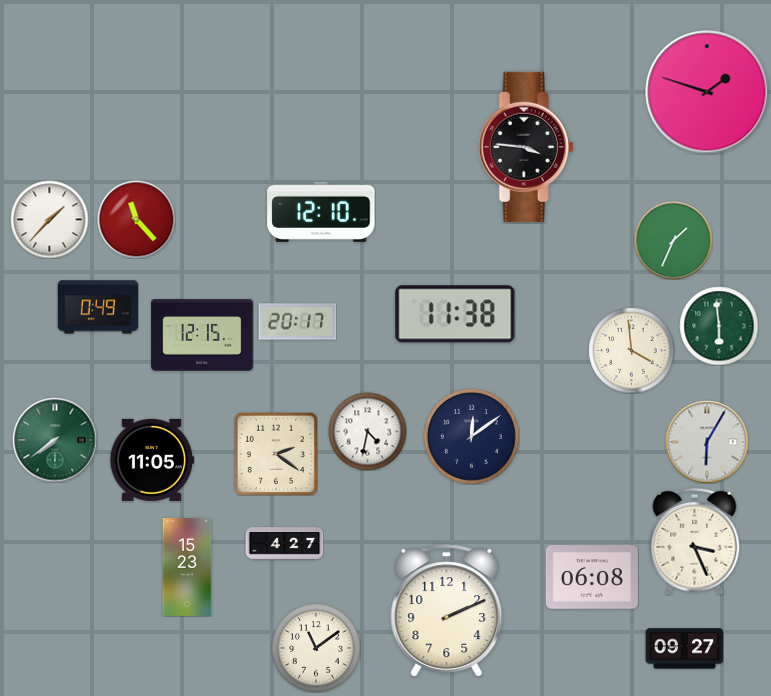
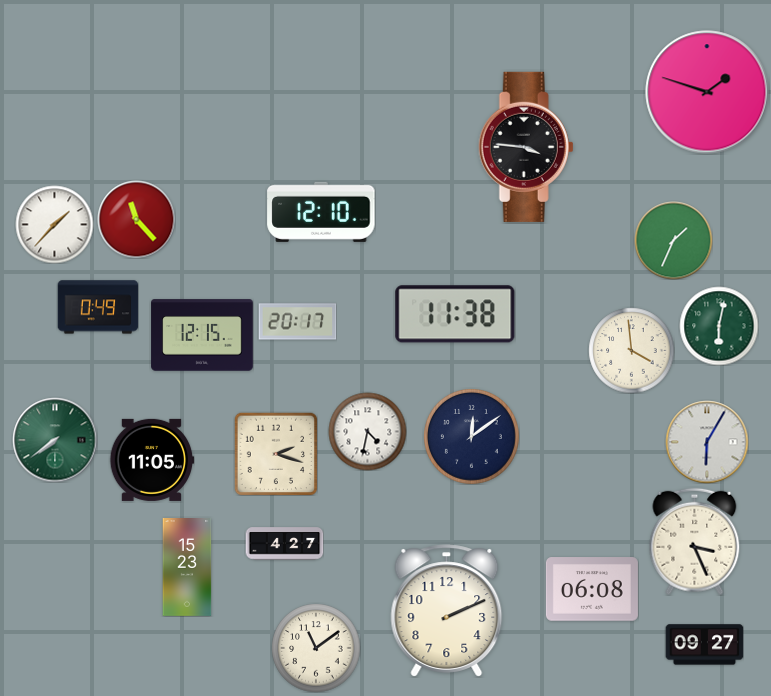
clock at (49, 219) position: (49, 219) -> (54, 224)
clock at (719, 326): 5:59 -> 6:02
clock at (276, 454): 2:21 -> 2:18
clock at (592, 577) position: (592, 577) -> (592, 589)
clock at (684, 649) position: (684, 649) -> (704, 645)
